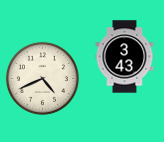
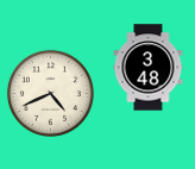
clock at (125, 57): 3:43 -> 3:48
